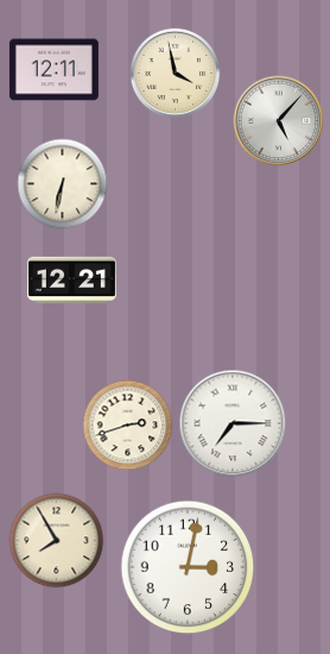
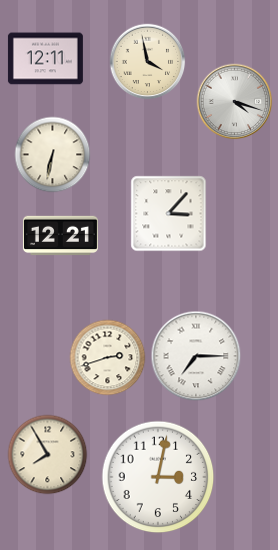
clock at (279, 121): 5:07 -> 4:18
clock at (169, 214): none -> 3:07
